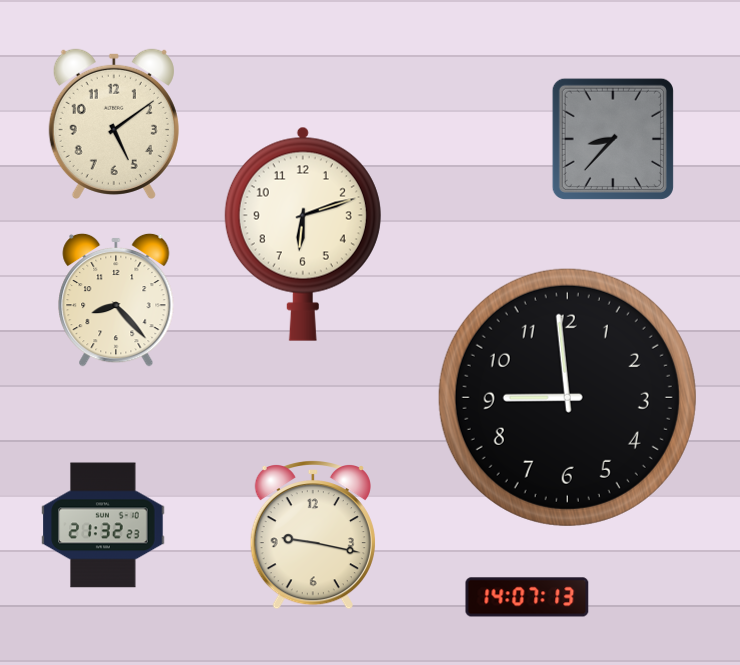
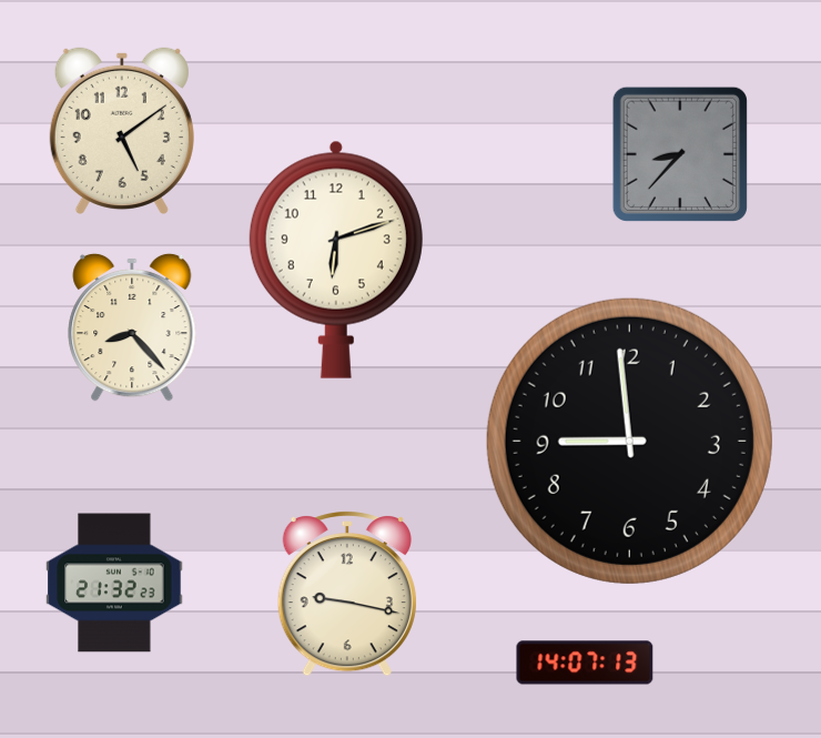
clock at (114, 124) position: (114, 124) -> (122, 131)
clock at (116, 300) position: (116, 300) -> (132, 327)
